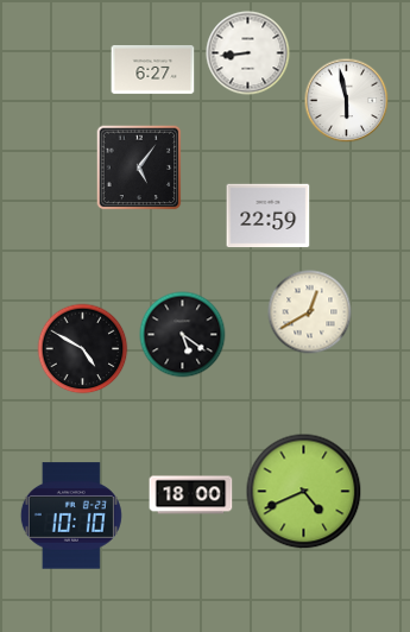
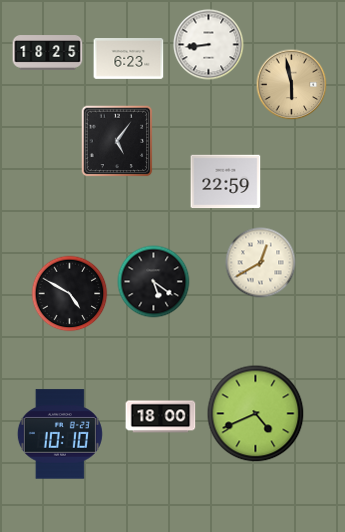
clock at (48, 53): none -> 18:25
clock at (153, 70): 6:27 -> 6:23
clock at (347, 101) dial: white -> champagne
